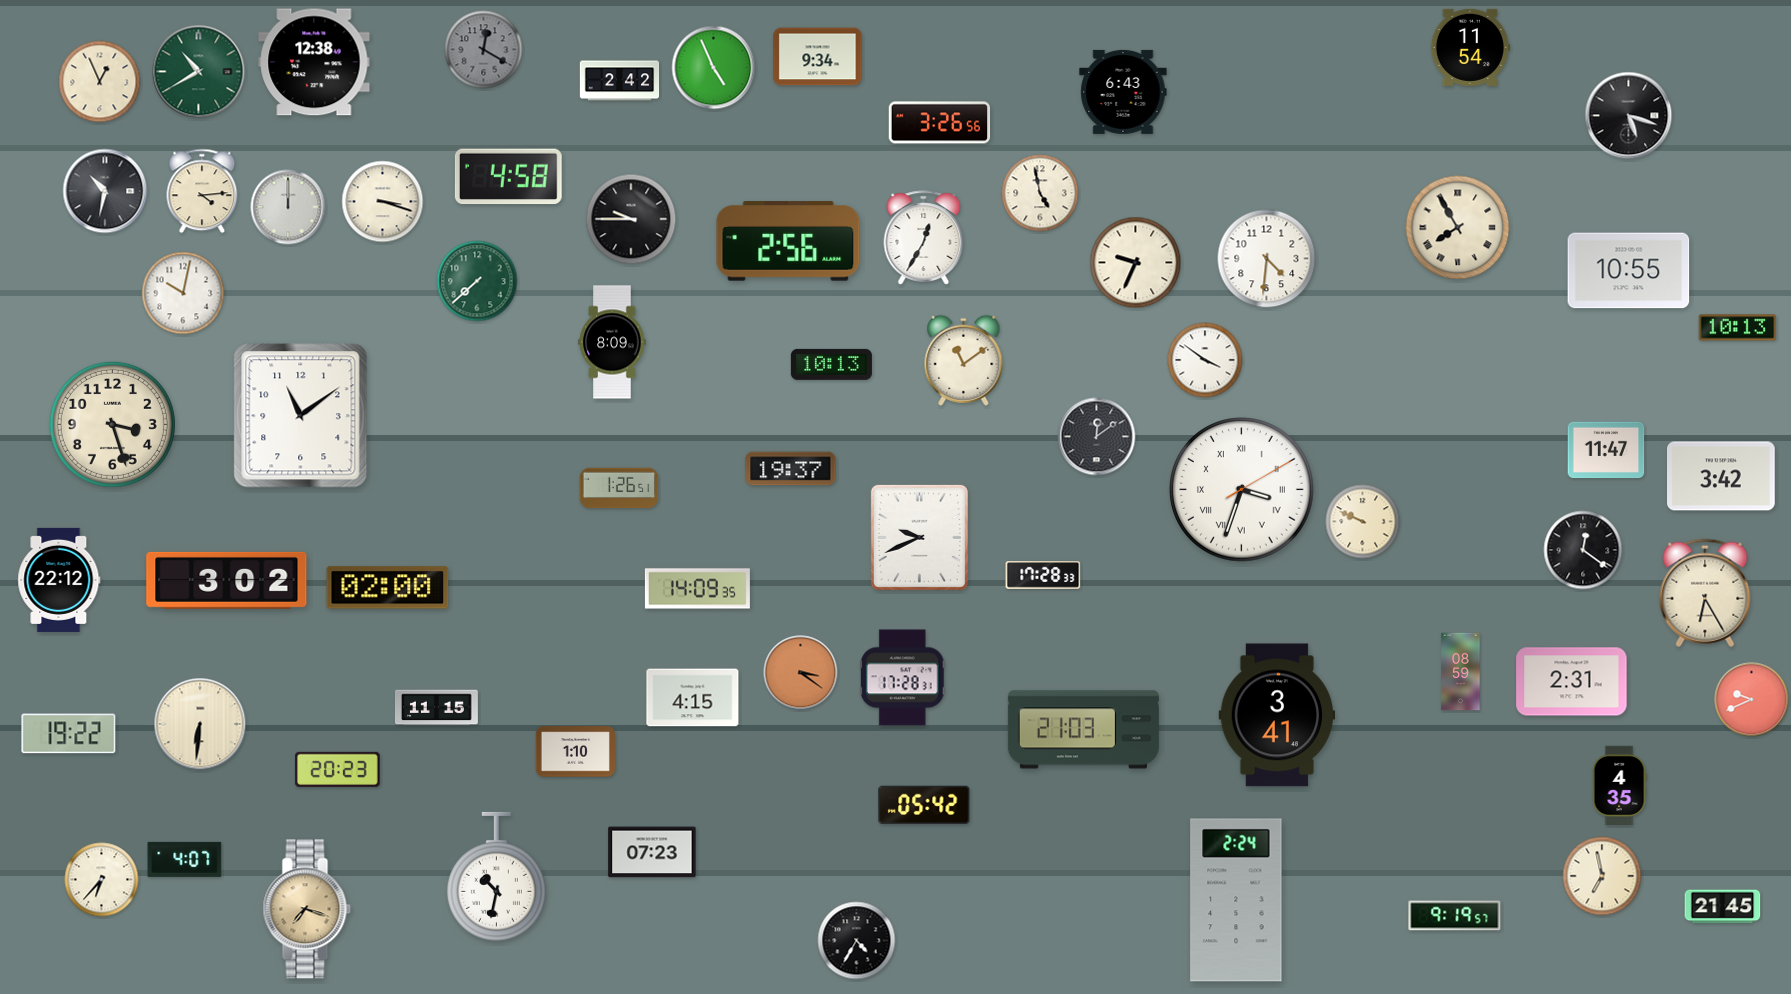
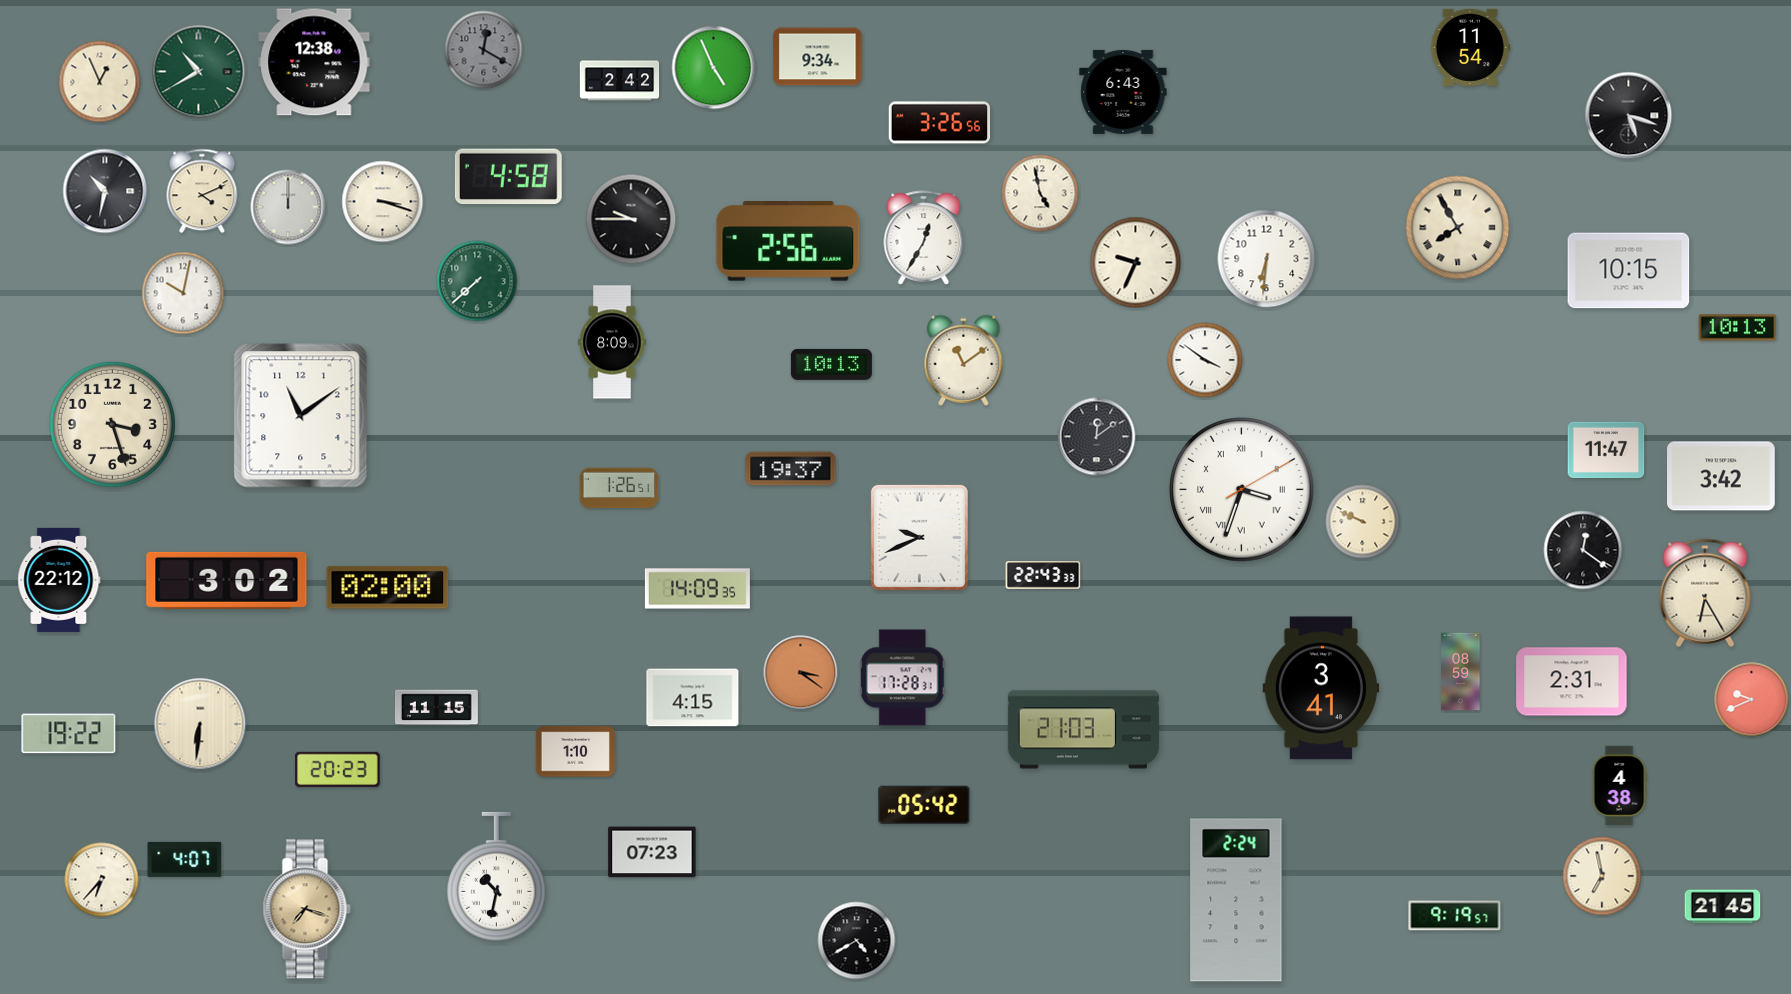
clock at (202, 191): 4:14 -> 4:11
clock at (1267, 259): 4:31 -> 6:31
clock at (1629, 271): 10:55 -> 10:15
clock at (1043, 575): 17:28 -> 22:43
clock at (1277, 715) position: (1277, 715) -> (1321, 688)
clock at (1619, 786): 4:35 -> 4:38
clock at (857, 941): 4:35 -> 4:40
